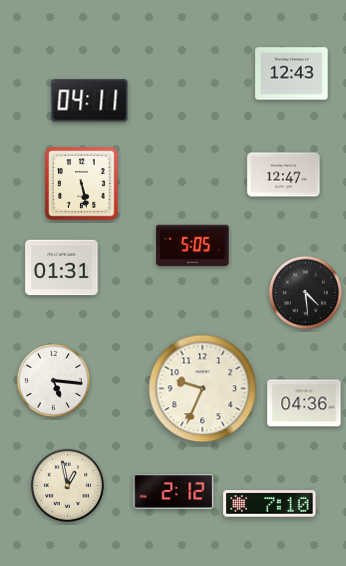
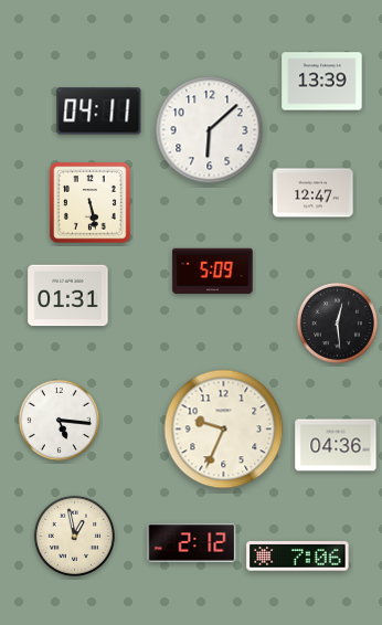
clock at (292, 74): 12:43 -> 13:39
clock at (210, 130): none -> 6:08
clock at (193, 246): 5:05 -> 5:09
clock at (305, 292): 4:29 -> 12:29
clock at (270, 504): 7:10 -> 7:06
